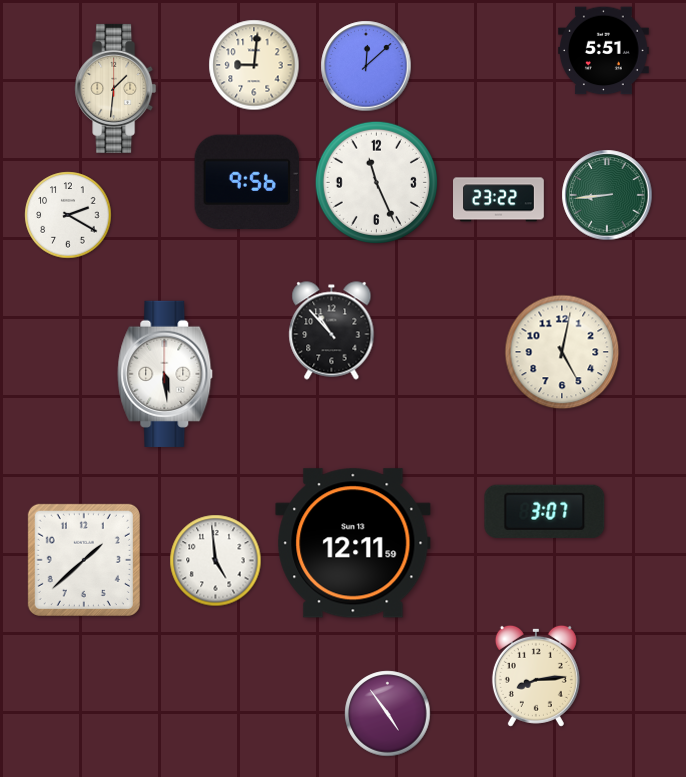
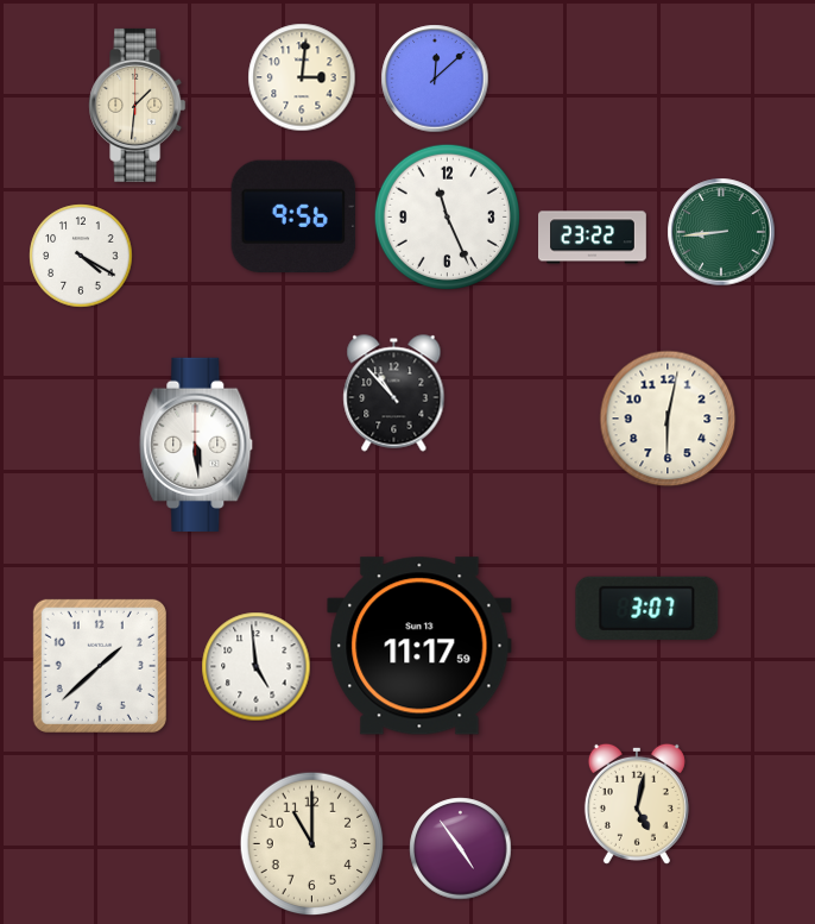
clock at (604, 51): 5:51 -> none
clock at (254, 65): 9:01 -> 3:01
clock at (68, 215): 2:20 -> 4:20
clock at (562, 352): 5:02 -> 6:02
clock at (353, 543): 12:11 -> 11:17
clock at (536, 676): 8:14 -> 5:02
clock at (312, 844): none -> 11:00
